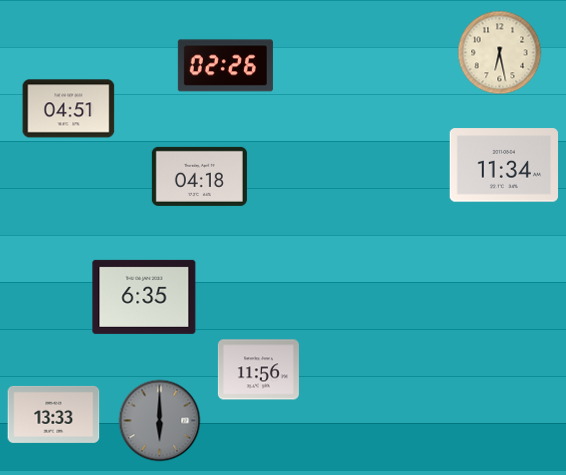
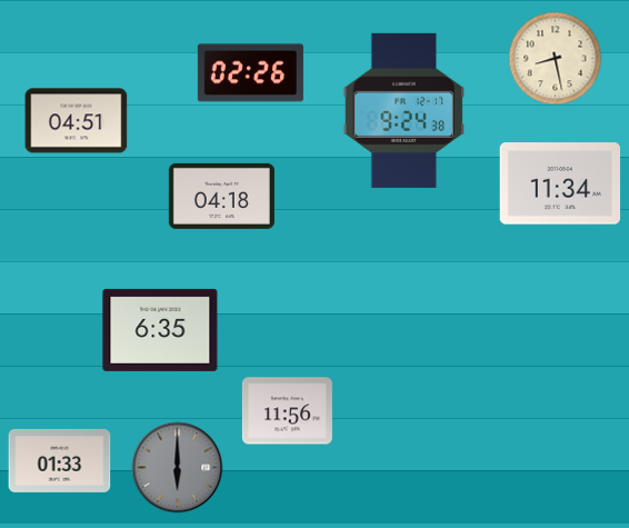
clock at (500, 53): 6:28 -> 8:28
clock at (403, 110): none -> 9:24
clock at (54, 414): 13:33 -> 01:33
